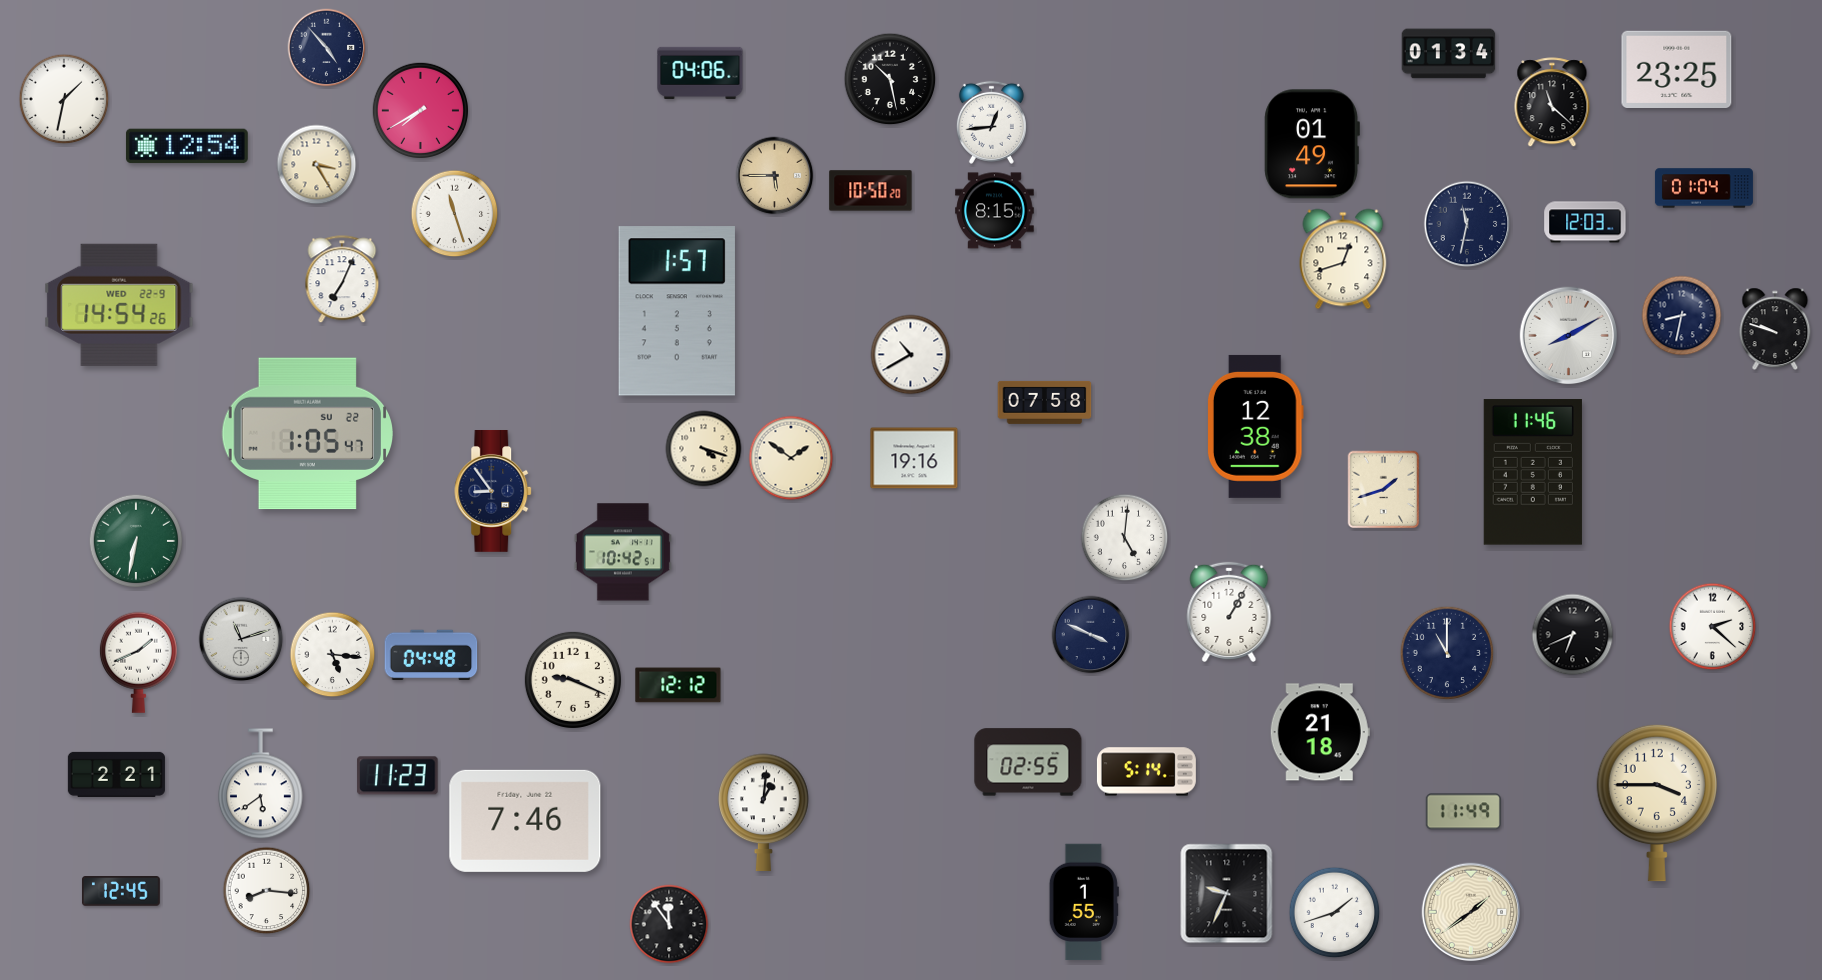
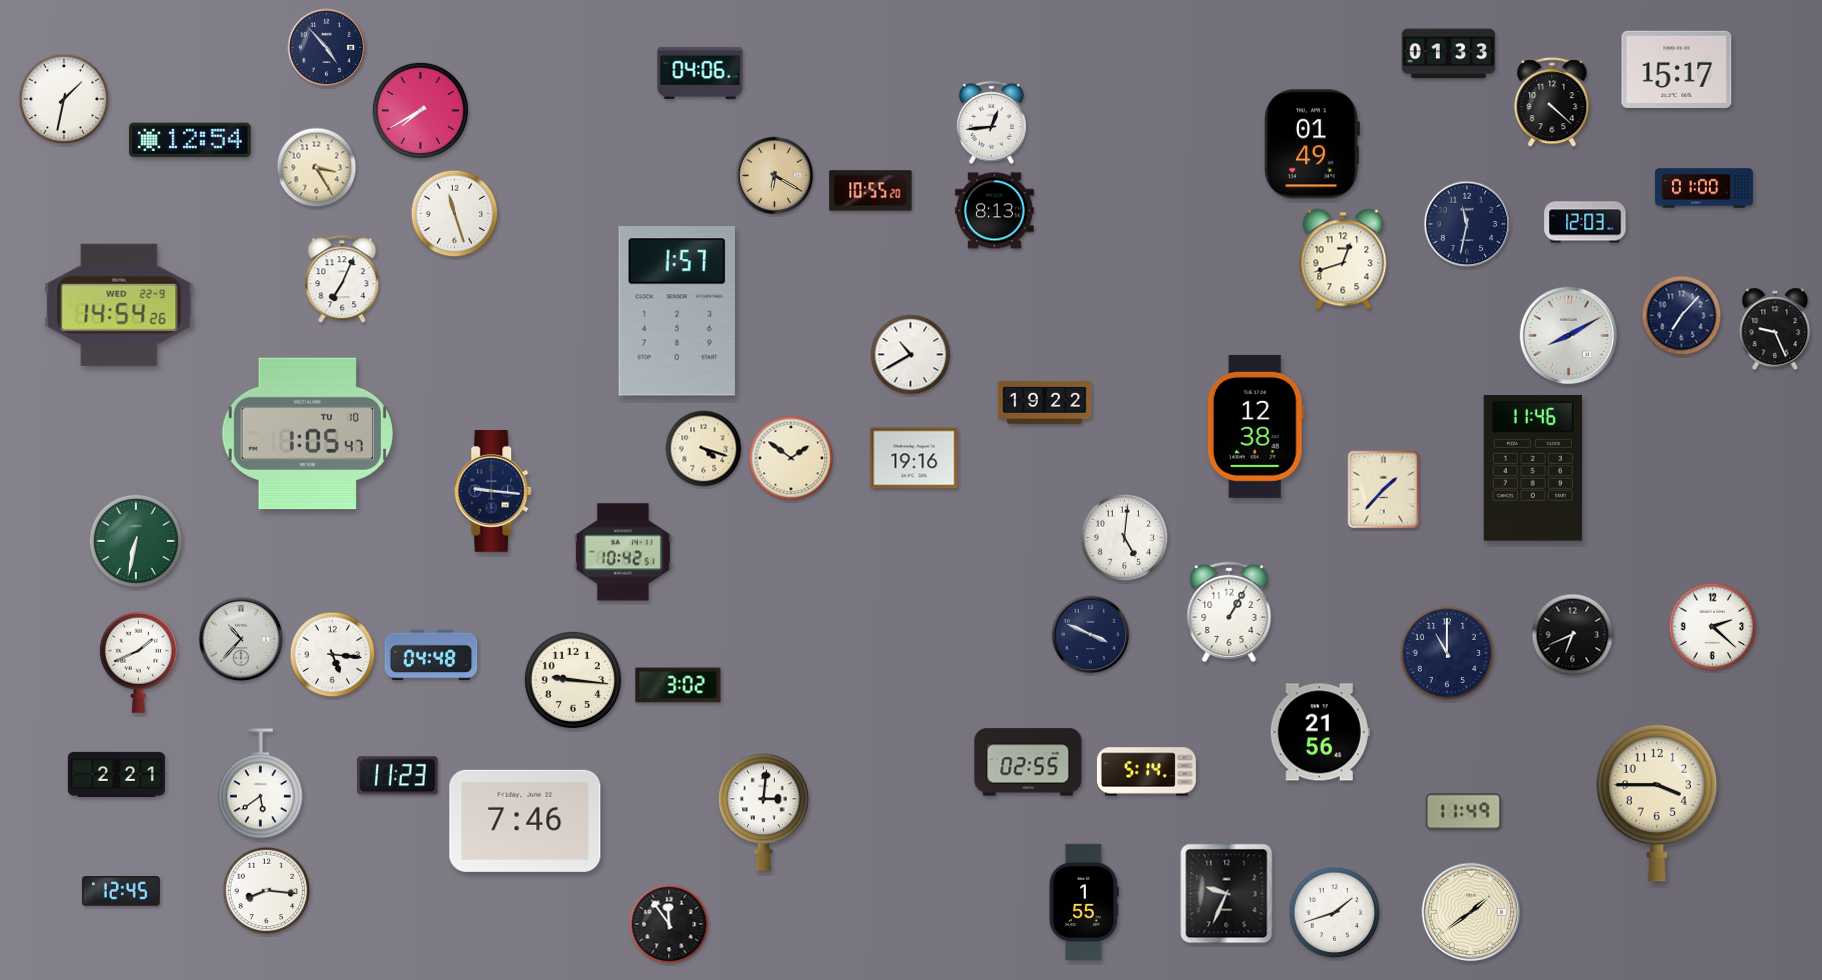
clock at (1449, 54): 01:34 -> 01:33
clock at (1677, 69): 23:25 -> 15:17
clock at (890, 79): 10:28 -> none
clock at (1552, 103): 11:22 -> 4:22
clock at (187, 146) position: (187, 146) -> (190, 140)
clock at (317, 165) position: (317, 165) -> (317, 168)
clock at (775, 176): 5:45 -> 6:20
clock at (1704, 188): 01:04 -> 01:00
clock at (871, 191): 10:50 -> 10:55
clock at (995, 211): 8:15 -> 8:13
clock at (1682, 316): 8:32 -> 7:07
clock at (1775, 329): 9:48 -> 9:26
clock at (1045, 402): 07:58 -> 19:22
clock at (307, 434) date: SU 22 -> TU 10
clock at (1533, 472) position: (1533, 472) -> (1533, 468)
clock at (1384, 490): 1:42 -> 1:37
clock at (494, 492): 8:54 -> 9:16
clock at (241, 639): 11:12 -> 10:37
clock at (573, 680): 9:19 -> 9:16
clock at (678, 685): 12:12 -> 3:02
clock at (1320, 732): 21:18 -> 21:56
clock at (764, 812): 1:01 -> 3:01
